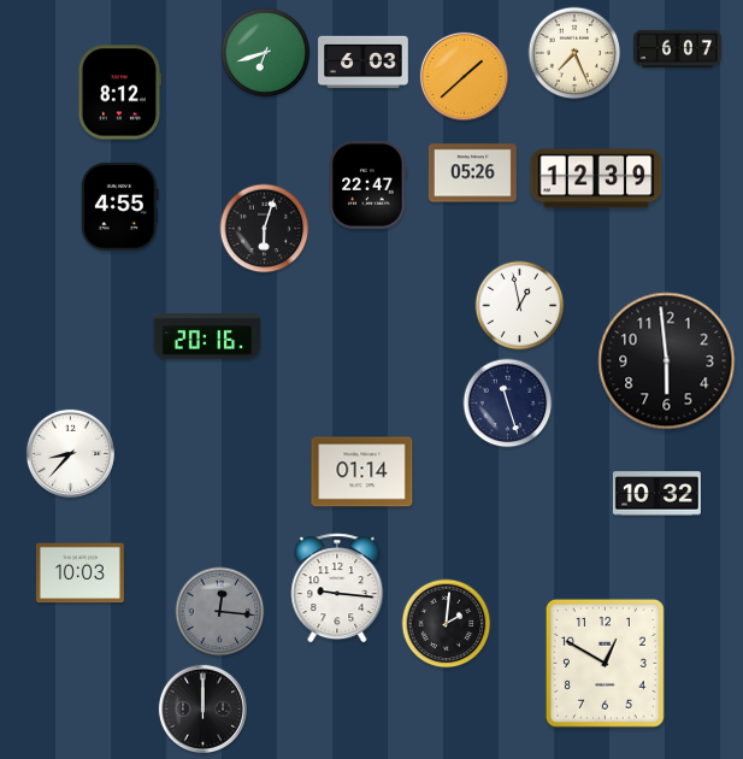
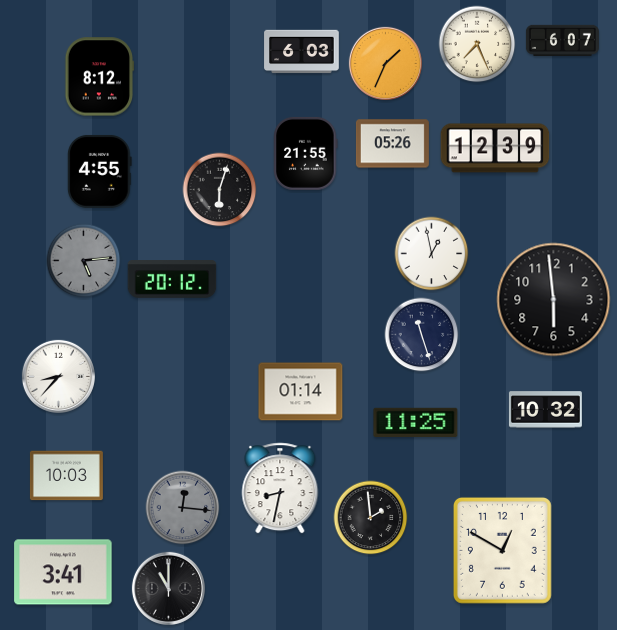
clock at (266, 53): 6:42 -> none
clock at (464, 76): 1:38 -> 1:34
clock at (368, 184): 22:47 -> 21:55
clock at (84, 261): none -> 5:14
clock at (207, 336): 20:16 -> 20:12
clock at (416, 422): none -> 11:25
clock at (337, 588): 9:16 -> 8:32
clock at (447, 624): 2:01 -> 1:59
clock at (63, 572): none -> 3:41
clock at (202, 708): 12:00 -> 11:00
